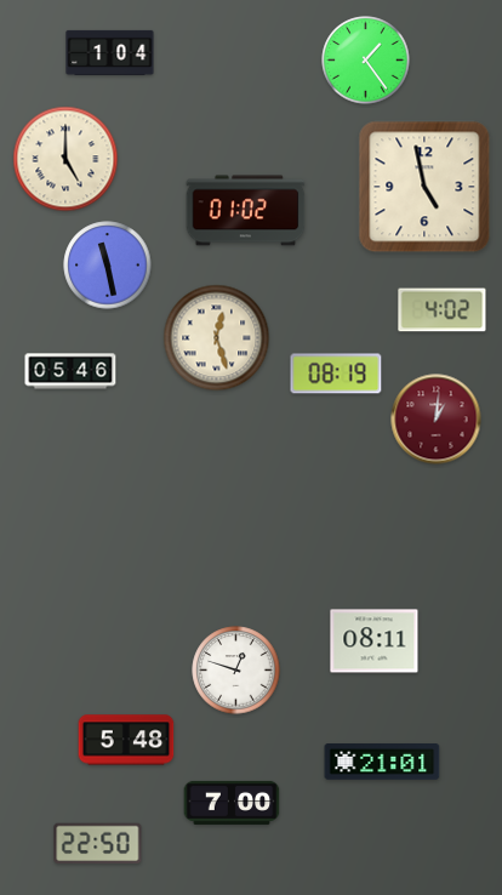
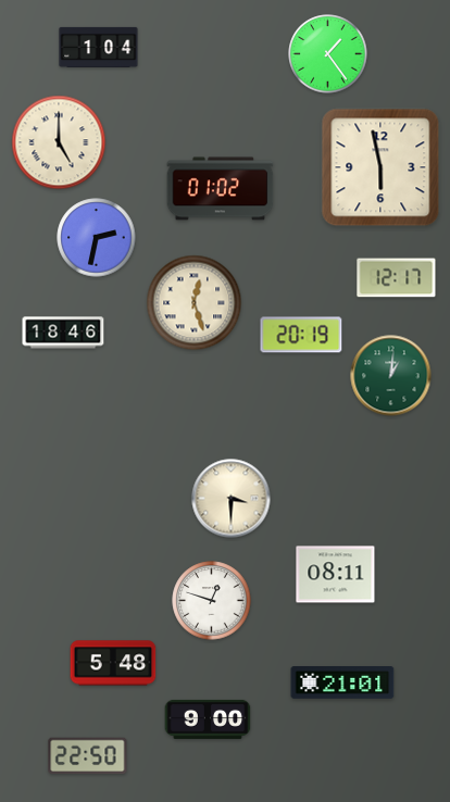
clock at (424, 187): 4:58 -> 5:58
clock at (108, 266): 11:28 -> 2:32
clock at (443, 310): 4:02 -> 12:17
clock at (70, 371): 05:46 -> 18:46
clock at (336, 374): 08:19 -> 20:19
clock at (437, 420) dial: burgundy -> green
clock at (232, 499): none -> 3:30
clock at (232, 803): 7:00 -> 9:00
